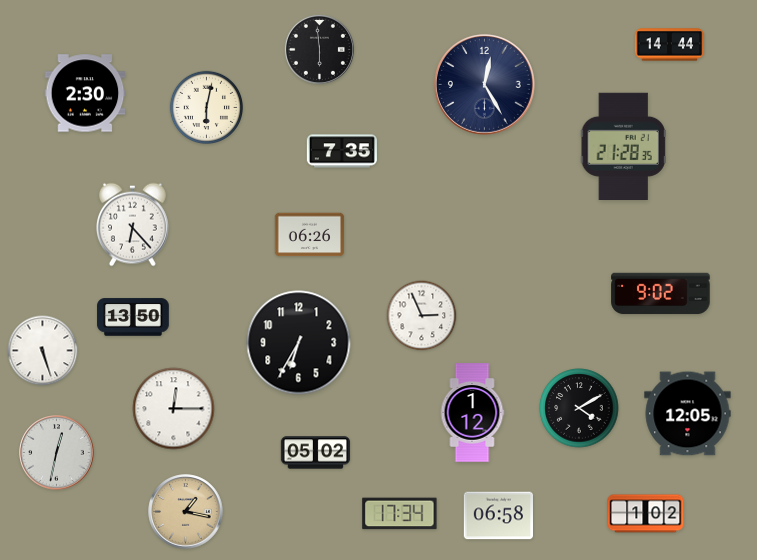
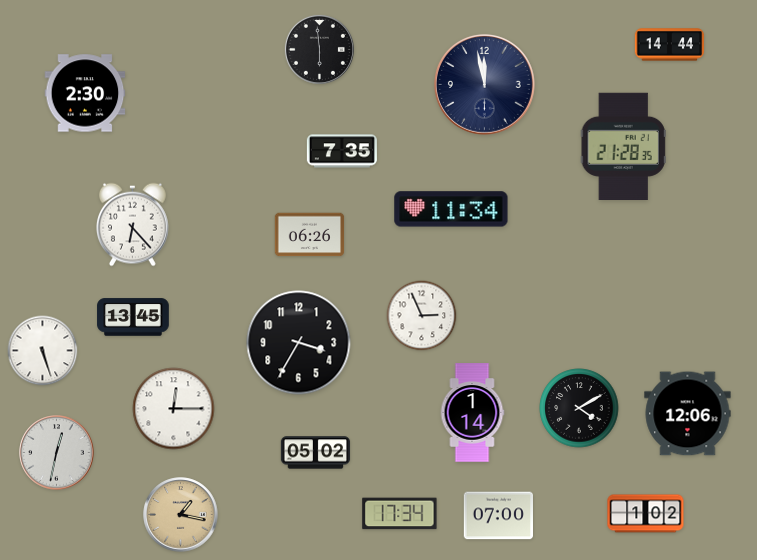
clock at (484, 84): 12:25 -> 11:58
clock at (206, 107): 6:02 -> none
clock at (451, 209): none -> 11:34
clock at (661, 294): 9:02 -> none
clock at (133, 317): 13:50 -> 13:45
clock at (299, 343): 6:35 -> 3:35
clock at (472, 413): 1:12 -> 1:14
clock at (688, 414): 12:05 -> 12:06
clock at (186, 512) position: (186, 512) -> (181, 515)
clock at (498, 516): 06:58 -> 07:00
